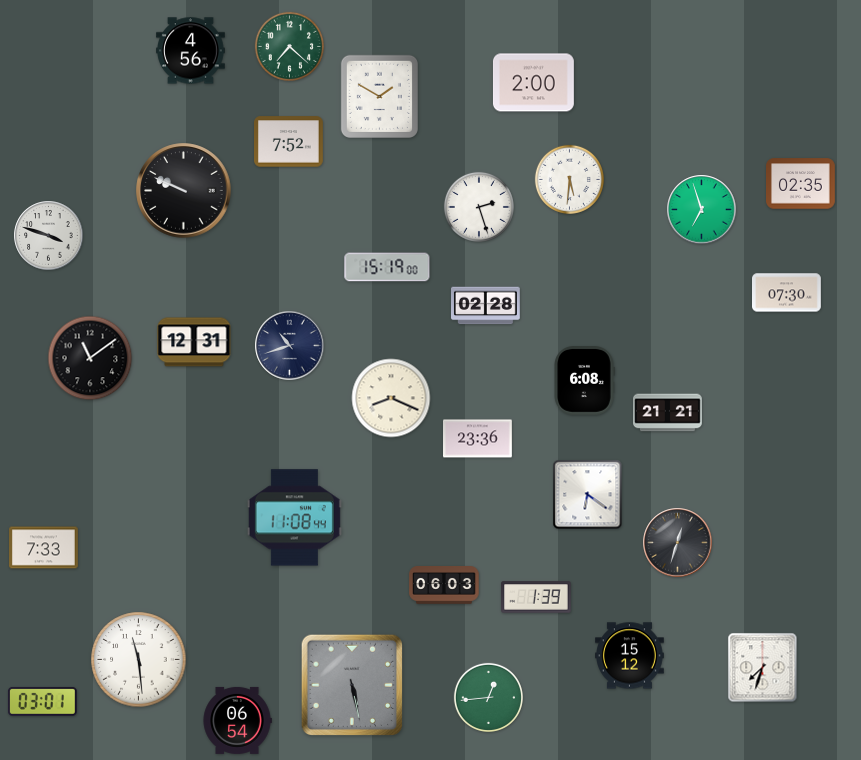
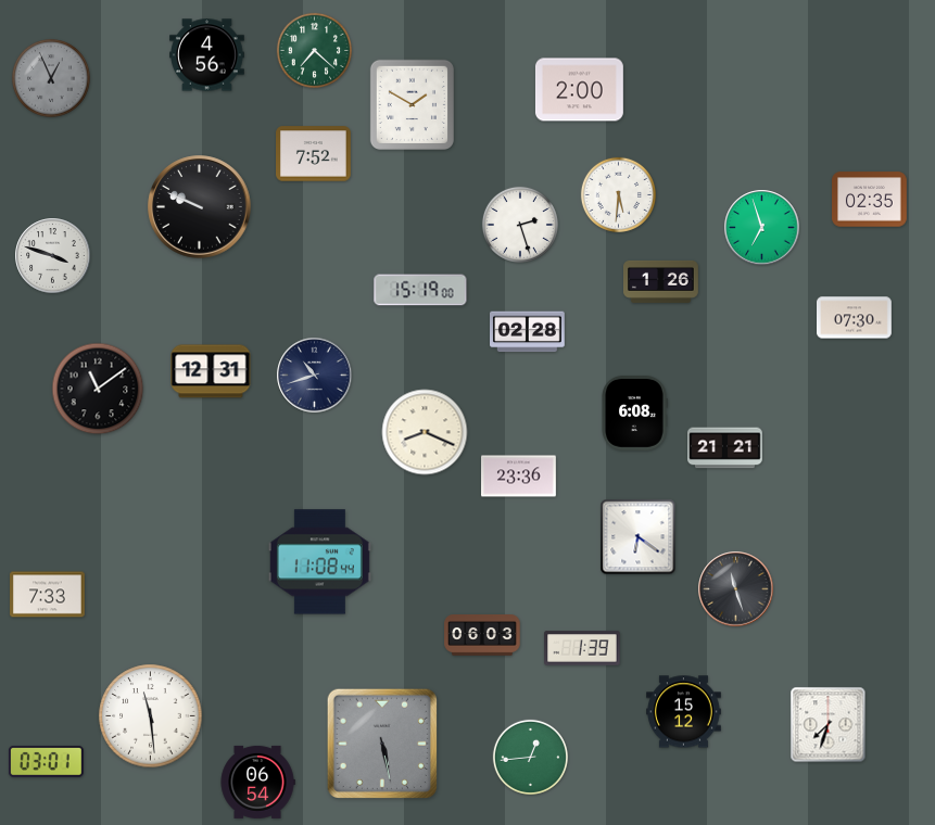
clock at (52, 79): none -> 12:56
clock at (661, 281): none -> 1:26
clock at (678, 543): 12:33 -> 11:27
